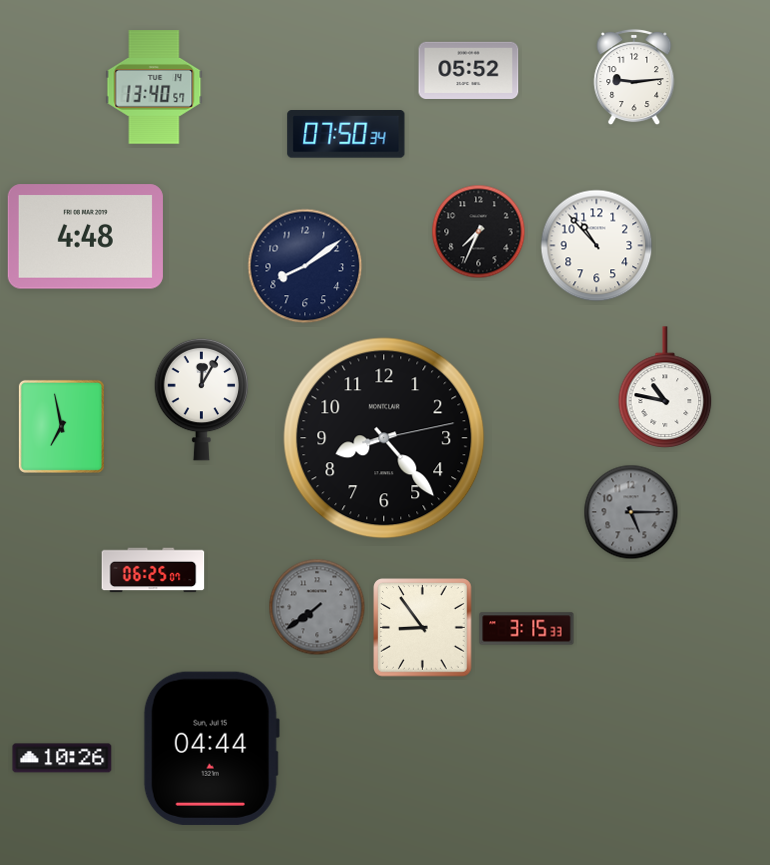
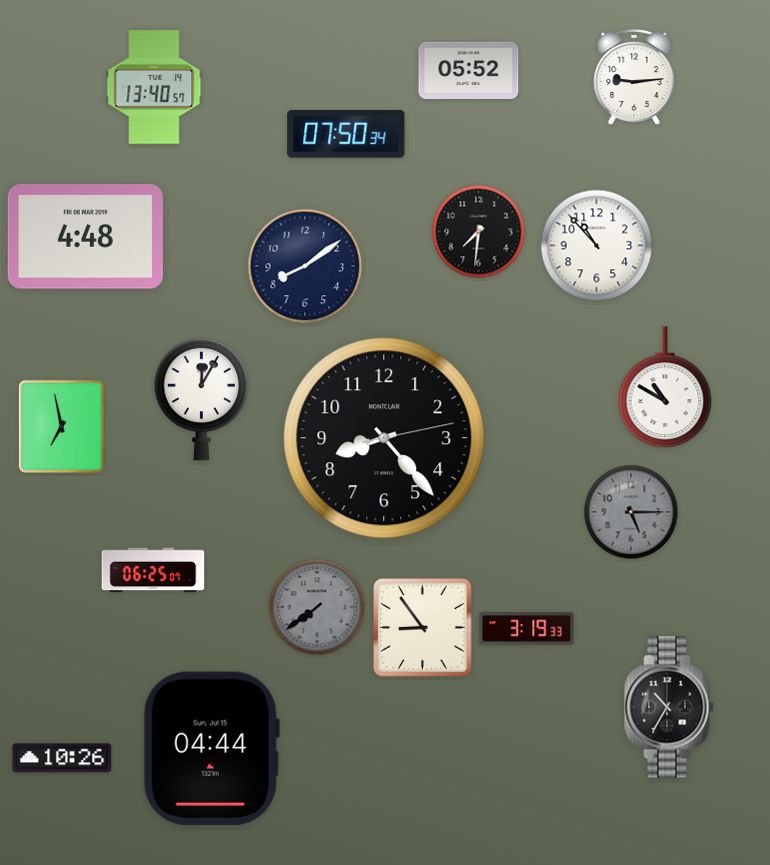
clock at (479, 232): 7:34 -> 7:31
clock at (665, 387): 10:47 -> 10:50
clock at (527, 629): 3:15 -> 3:19
clock at (669, 707): none -> 10:35
